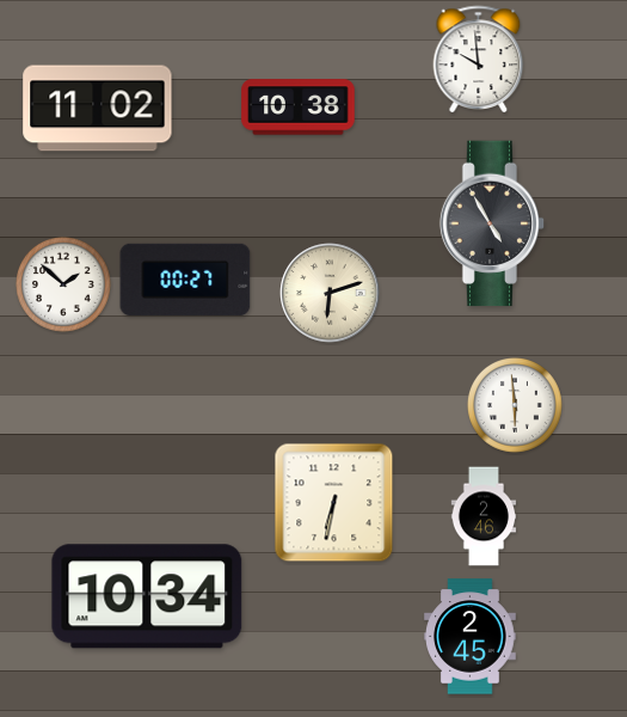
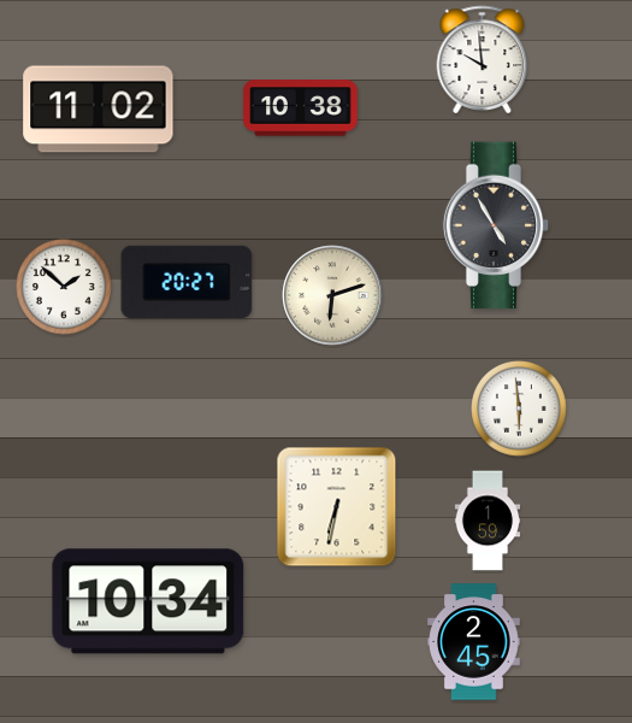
clock at (185, 280): 00:27 -> 20:27
clock at (484, 516): 2:46 -> 1:59
